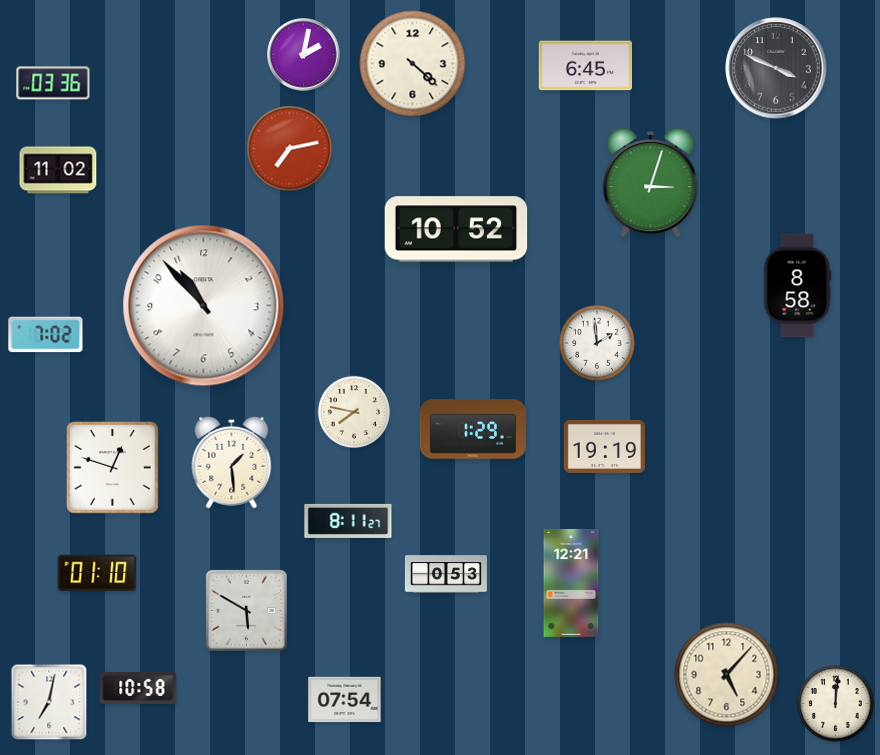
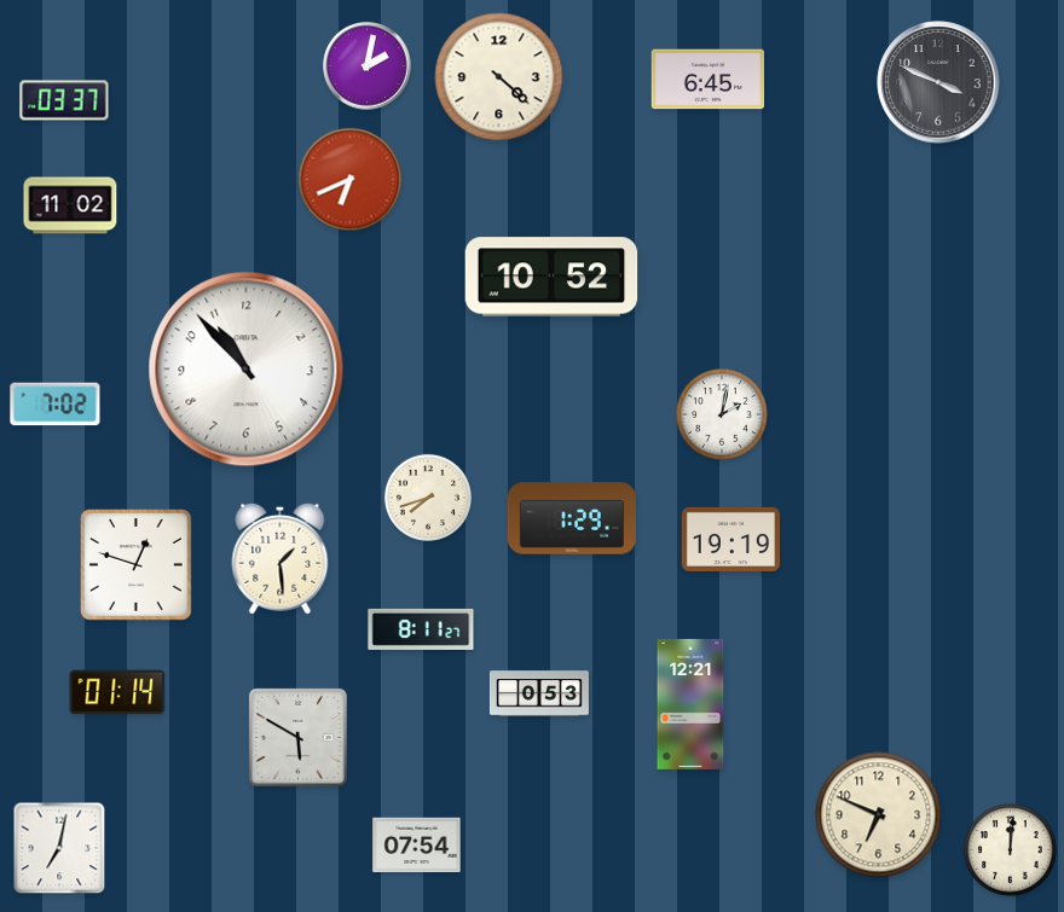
clock at (53, 83): 03:36 -> 03:37
clock at (290, 149): 7:13 -> 6:41
clock at (651, 183): 3:03 -> none
clock at (798, 286): 8:58 -> none
clock at (597, 343): 1:59 -> 2:02
clock at (354, 412): 7:47 -> 7:42
clock at (97, 573): 01:10 -> 01:14
clock at (727, 675): 5:07 -> 6:49
clock at (138, 688): 10:58 -> none
